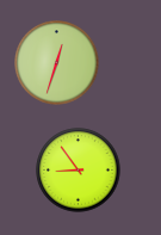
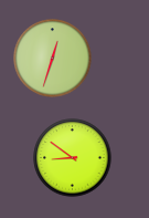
clock at (79, 171): 8:54 -> 8:51
